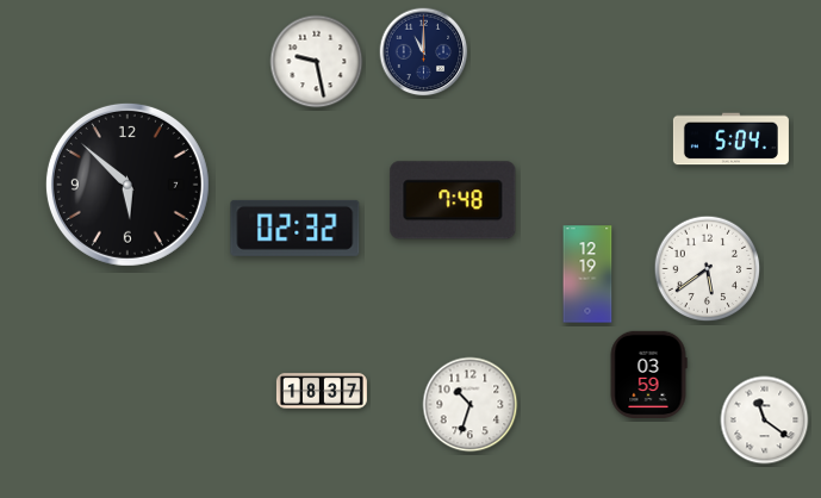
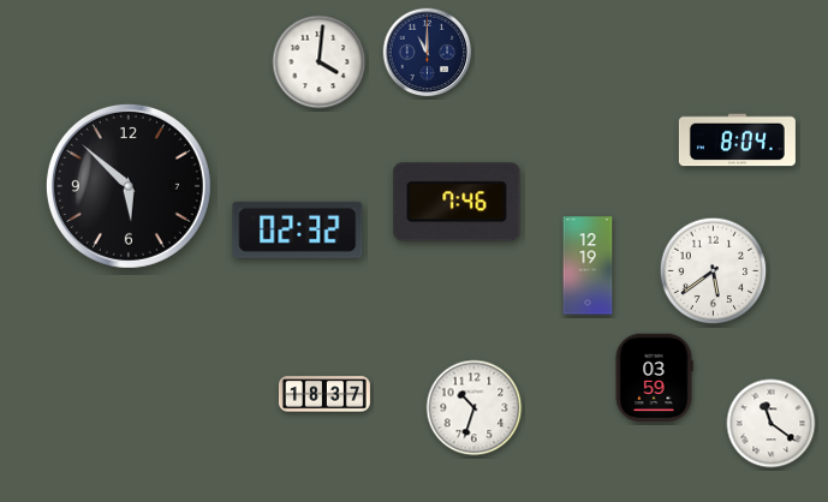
clock at (317, 62): 9:28 -> 4:01
clock at (730, 139): 5:04 -> 8:04
clock at (453, 200): 7:48 -> 7:46
clock at (587, 274) position: (587, 274) -> (588, 265)
